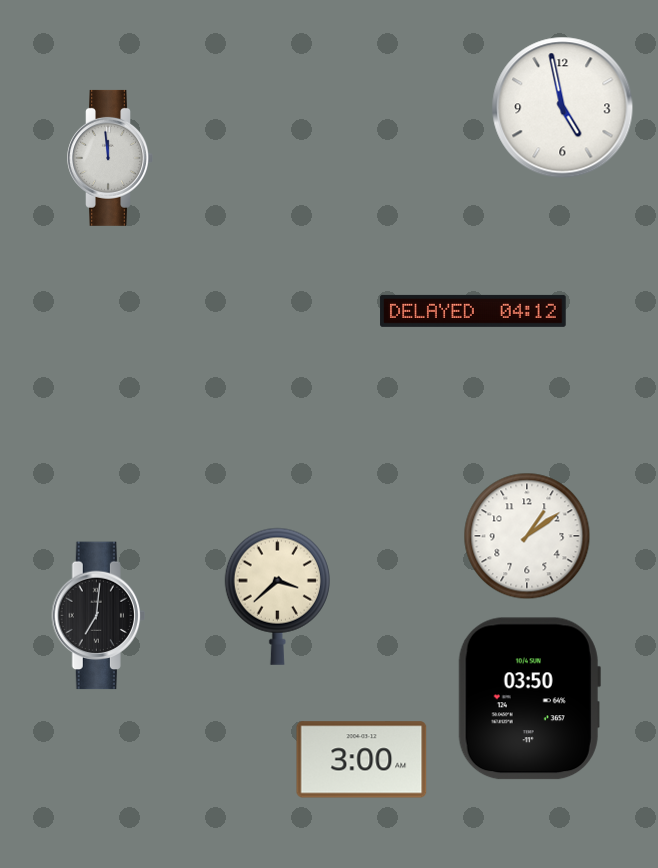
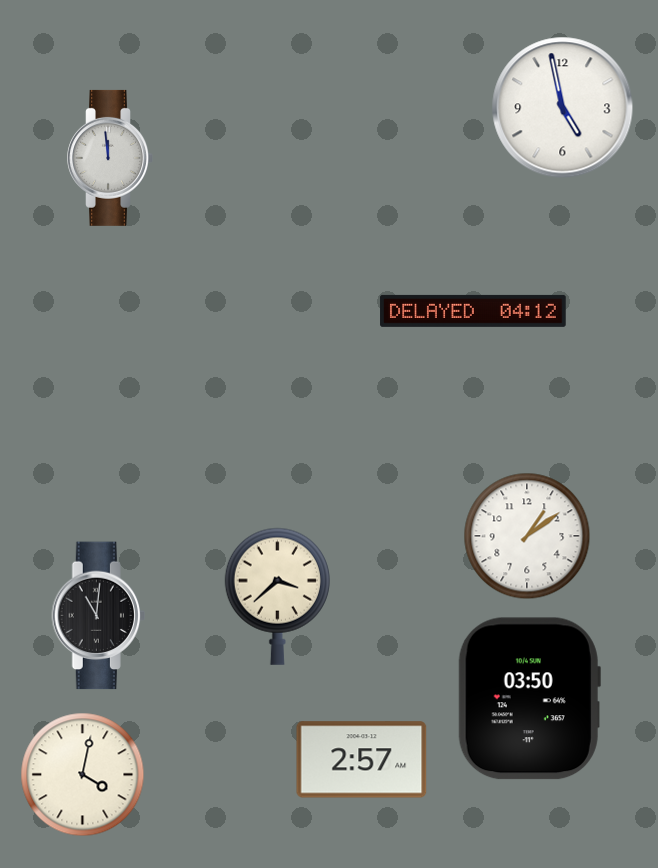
clock at (98, 616): 7:01 -> 11:01
clock at (362, 760): 3:00 -> 2:57
clock at (83, 775): none -> 4:02
